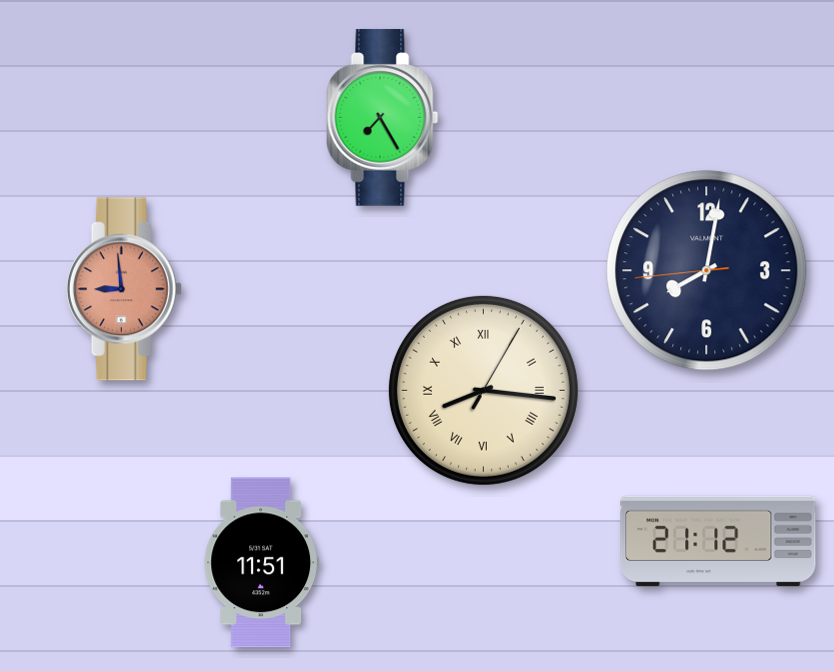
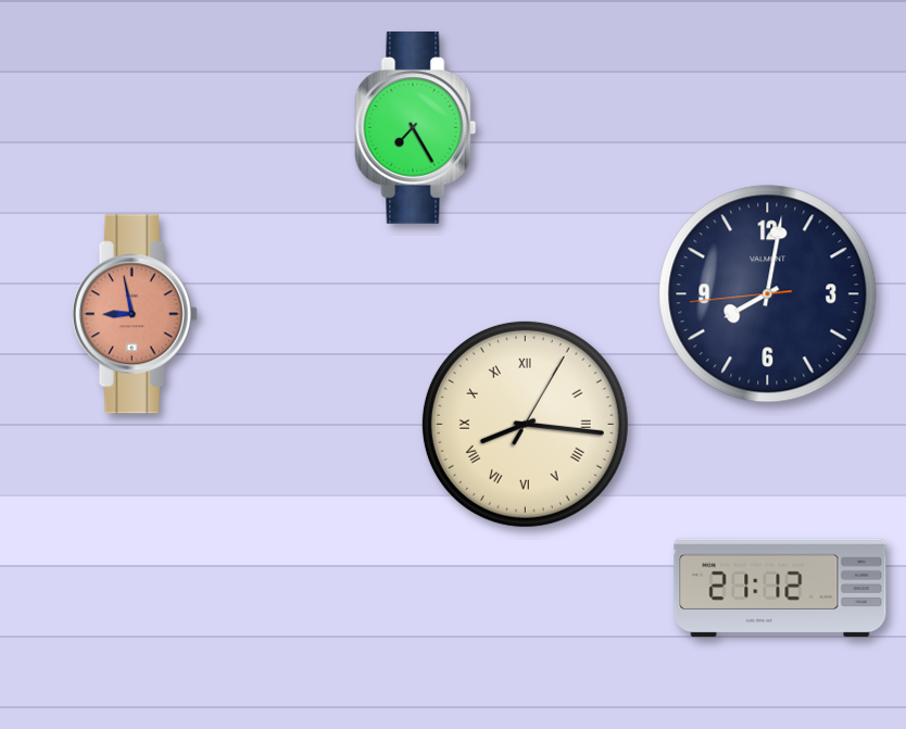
clock at (124, 289): 8:59 -> 8:58
clock at (261, 563): 11:51 -> none
